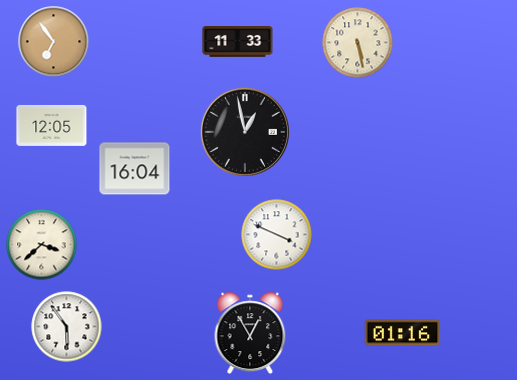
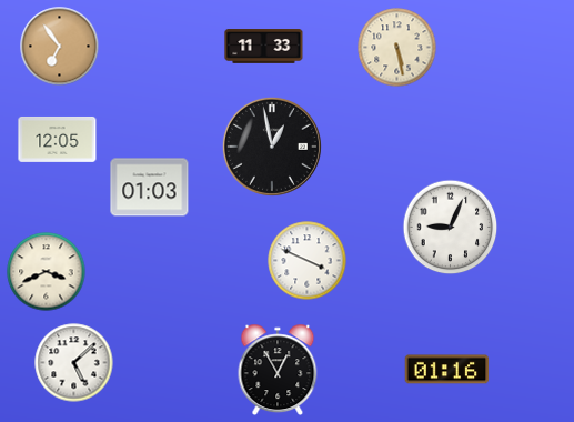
clock at (135, 169): 16:04 -> 01:03
clock at (451, 228): none -> 9:04
clock at (42, 245): 3:38 -> 3:41
clock at (67, 327): 5:54 -> 5:08
